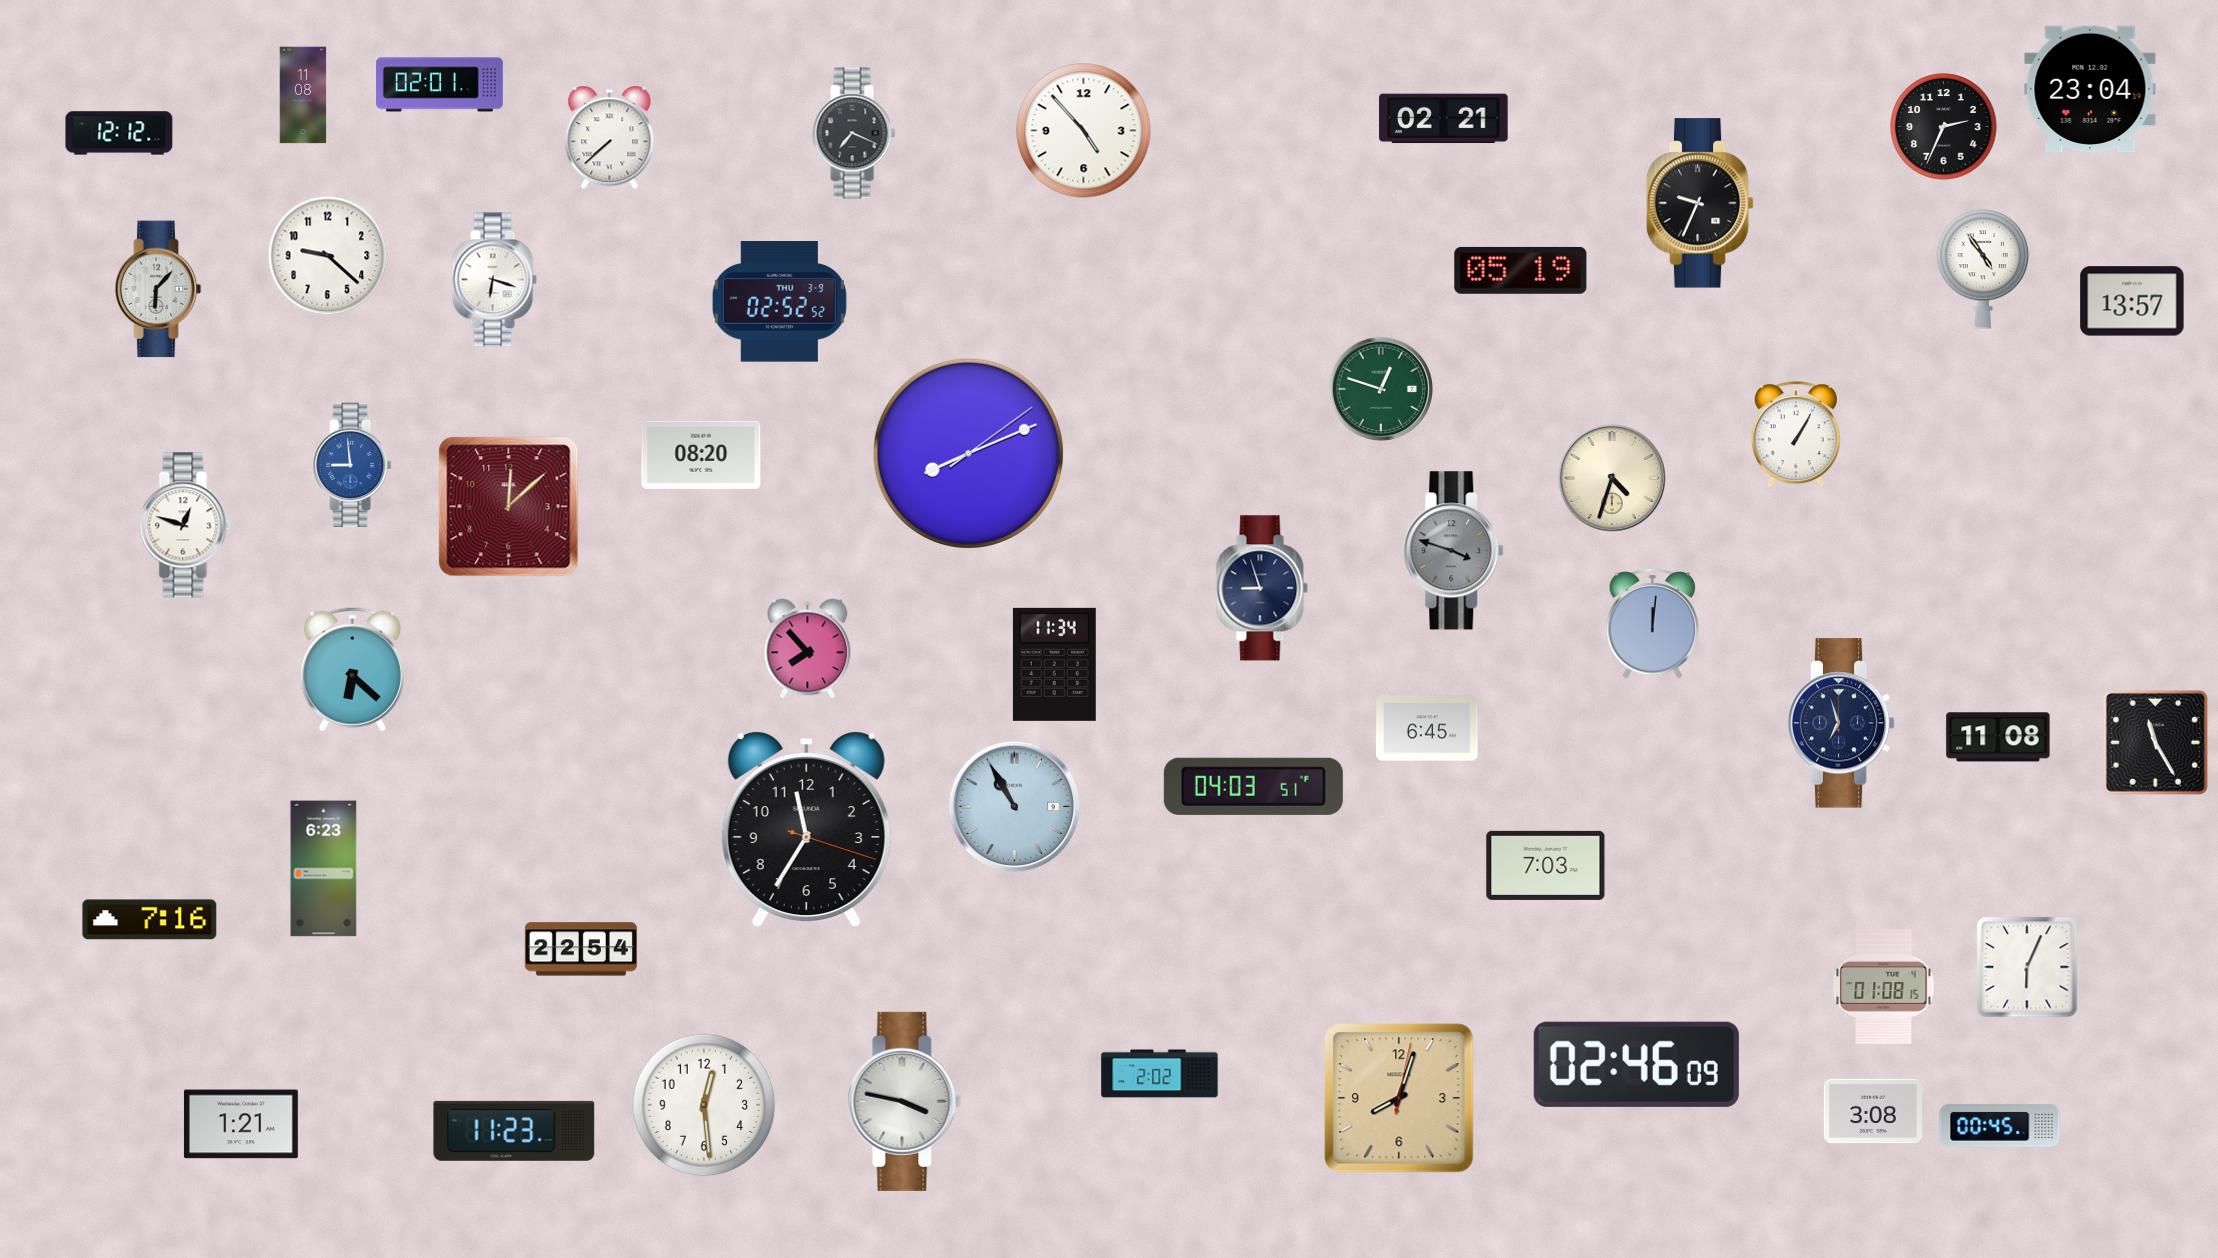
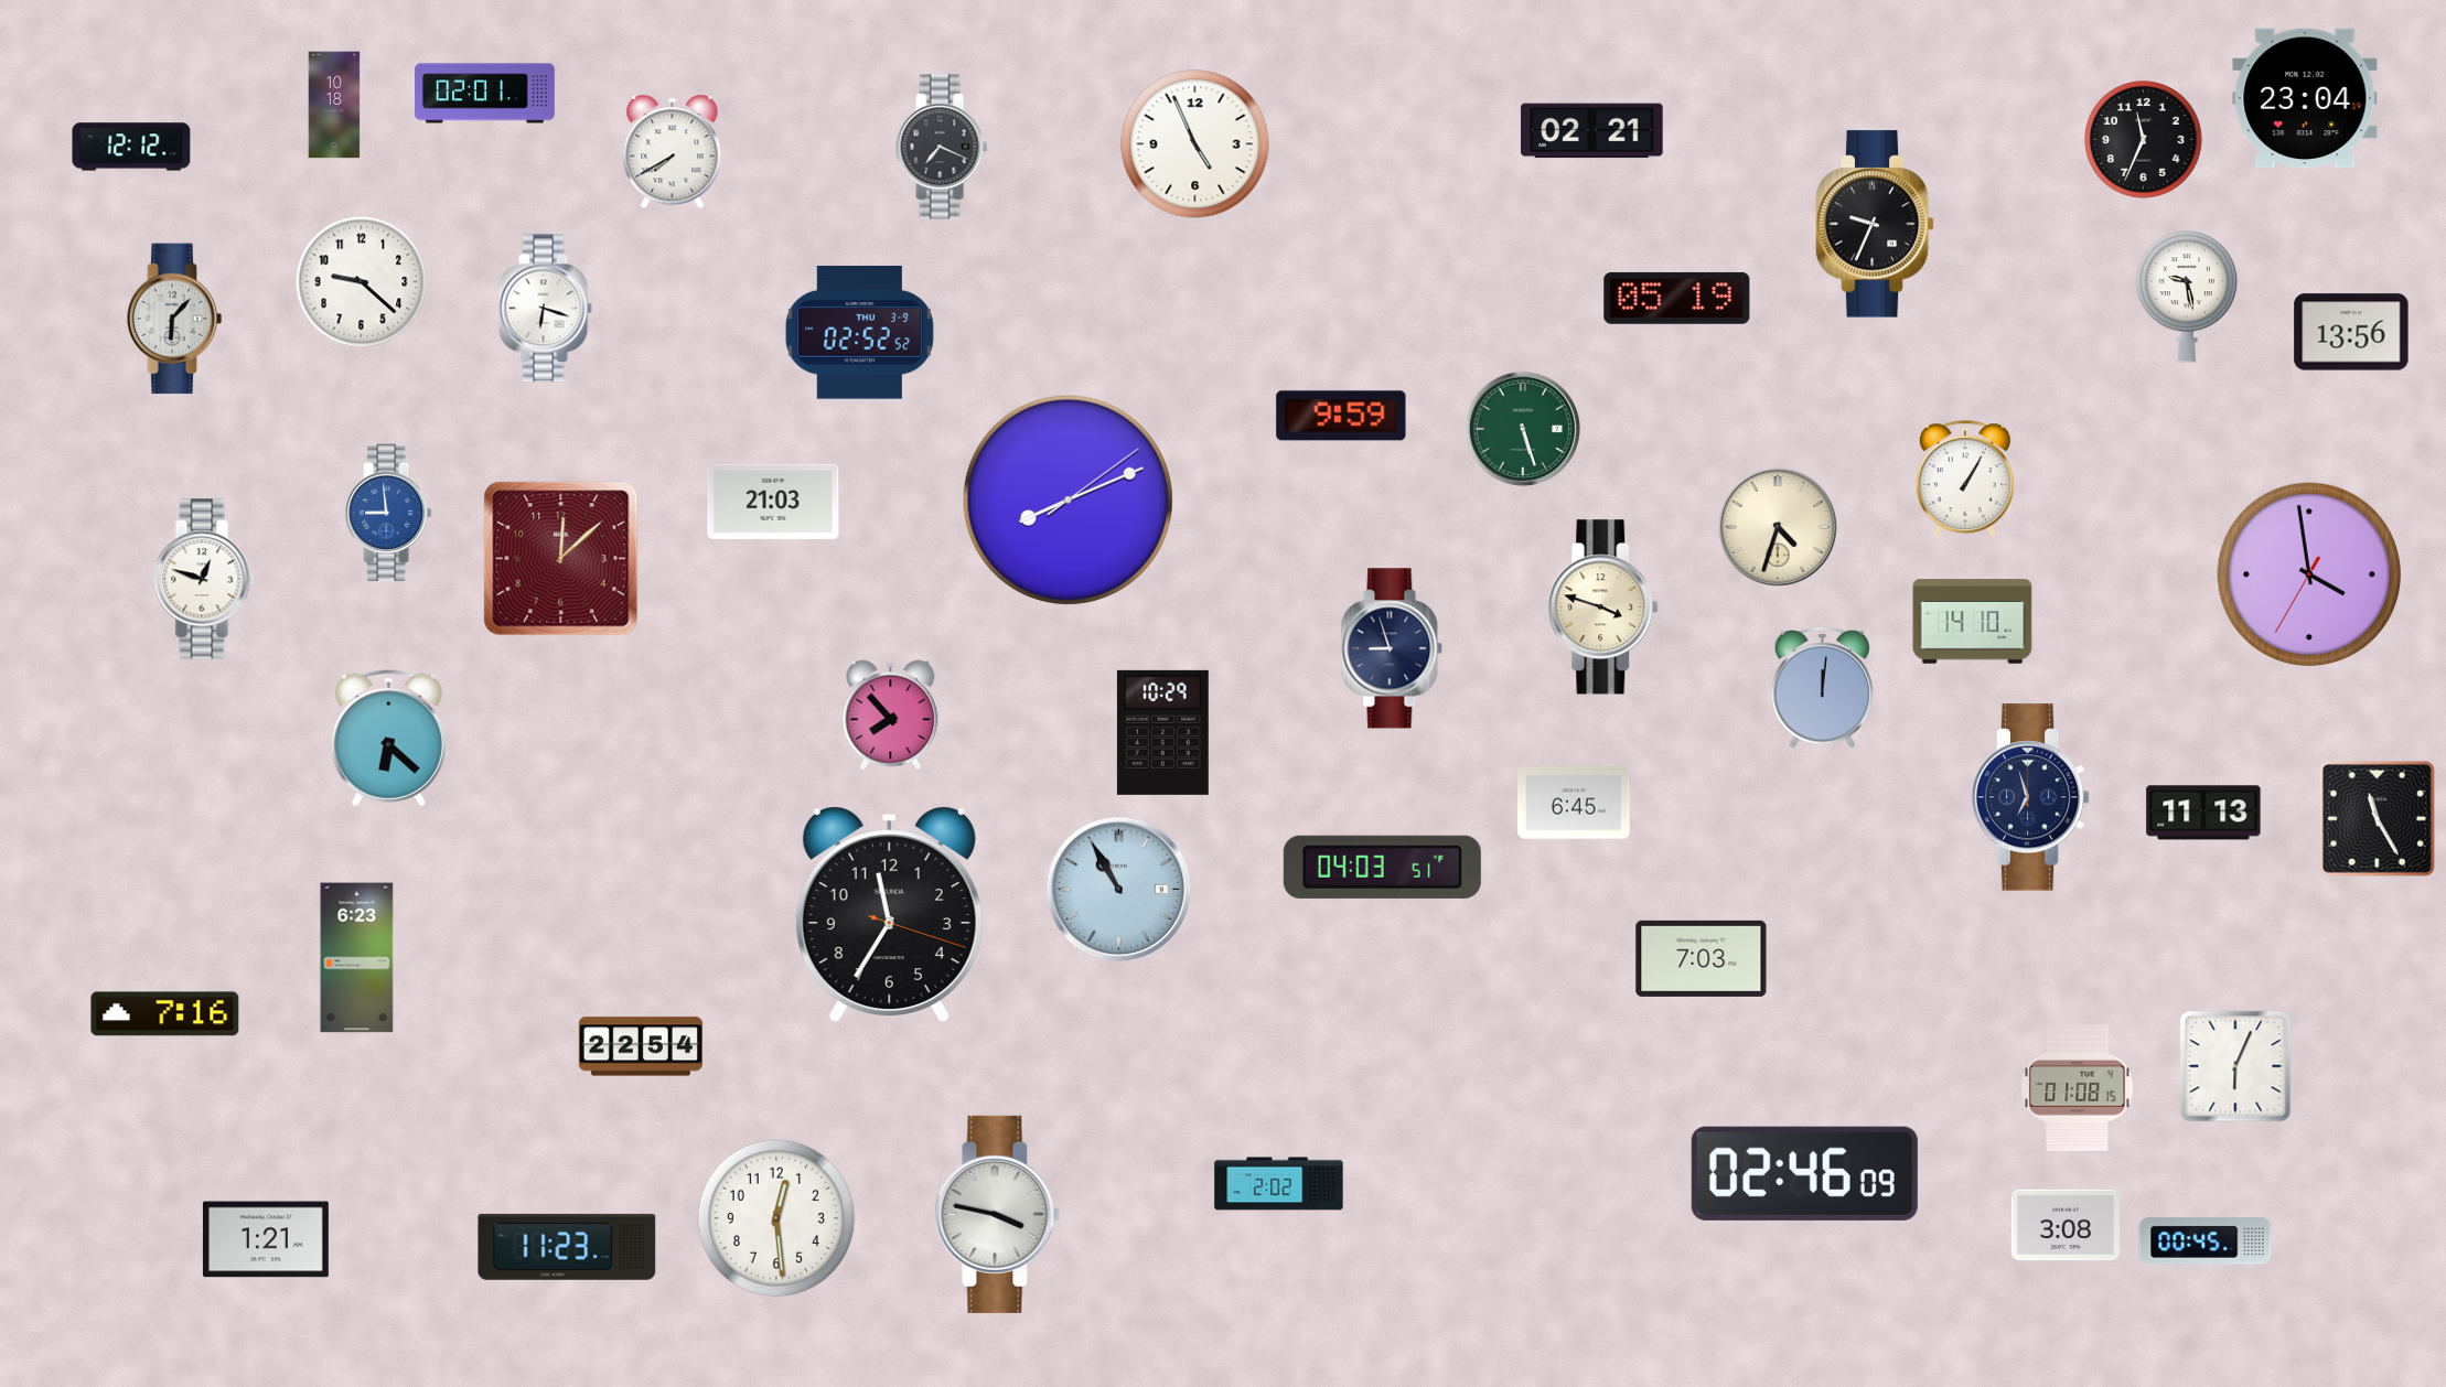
clock at (303, 95): 11:08 -> 10:18
clock at (1944, 127): 2:34 -> 11:34
clock at (1084, 131): 4:53 -> 4:56
clock at (610, 138): 7:38 -> 7:40
clock at (1983, 269): 4:54 -> 9:28
clock at (2132, 301): 13:57 -> 13:56
clock at (1341, 416): none -> 9:59
clock at (1381, 389): 12:48 -> 5:27
clock at (1796, 435) position: (1796, 435) -> (1965, 480)
clock at (701, 455): 08:20 -> 21:03
clock at (2308, 573): none -> 3:58
clock at (1454, 551) dial: grey -> cream
clock at (1973, 622): none -> 14:10
clock at (1054, 664): 11:34 -> 10:29
clock at (1998, 737): 11:08 -> 11:13
clock at (1546, 865) position: (1546, 865) -> (1702, 958)
clock at (1399, 1098): 8:03 -> none
